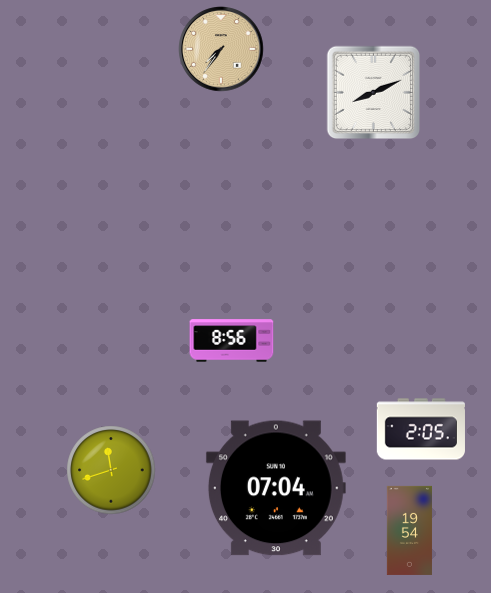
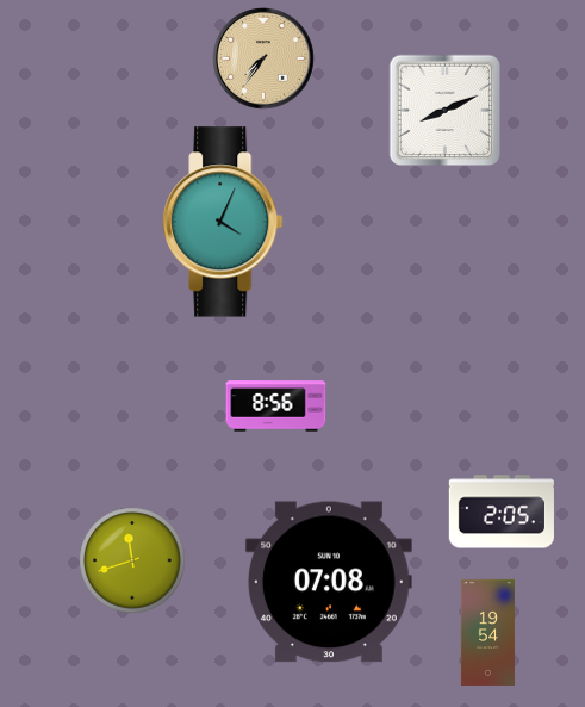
clock at (223, 222): none -> 4:04
clock at (276, 488): 07:04 -> 07:08
